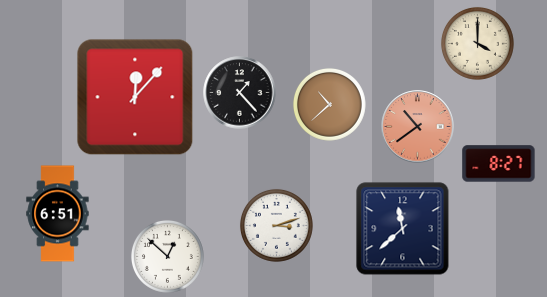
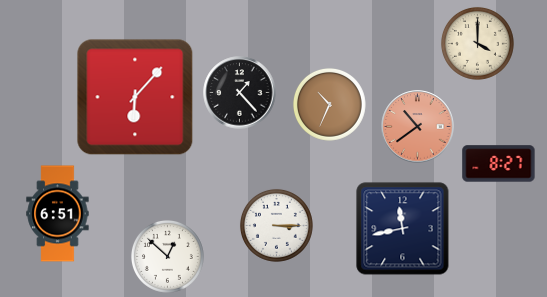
clock at (135, 97): 12:07 -> 6:07
clock at (329, 104): 10:38 -> 10:34
clock at (276, 225): 3:12 -> 3:15
clock at (403, 229): 11:38 -> 11:43
